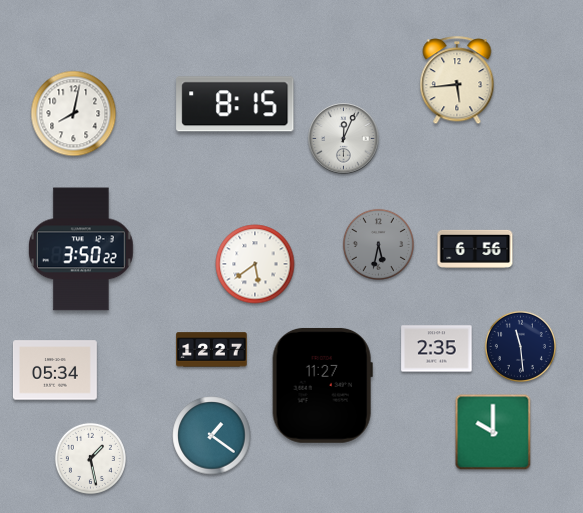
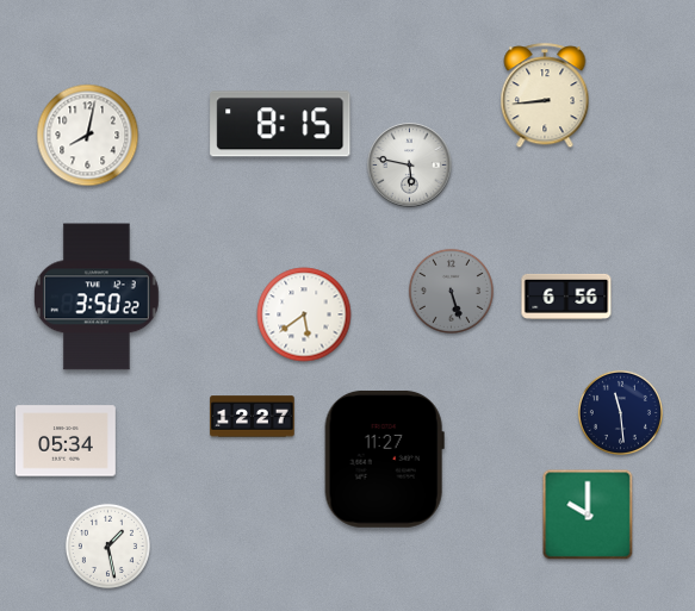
clock at (457, 81): 5:44 -> 8:44
clock at (344, 139): 12:04 -> 5:47
clock at (378, 244): 5:32 -> 5:27
clock at (437, 349): 2:35 -> none
clock at (212, 436): 1:21 -> none
